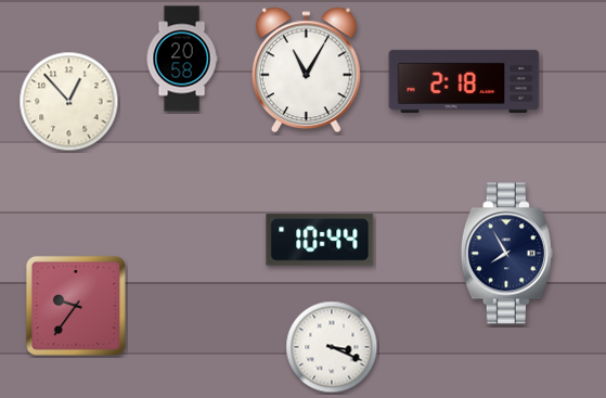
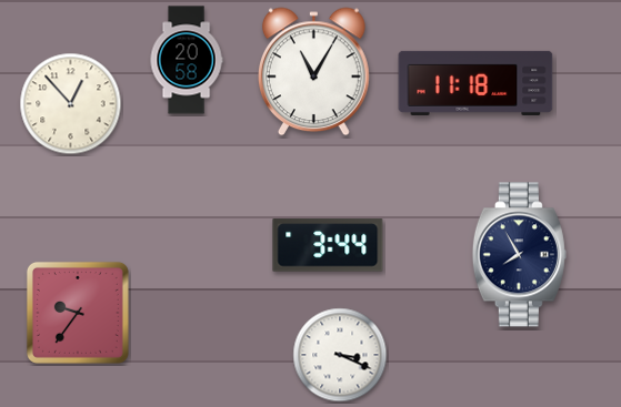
clock at (464, 81): 2:18 -> 11:18
clock at (320, 240): 10:44 -> 3:44
clock at (506, 254) position: (506, 254) -> (519, 255)
